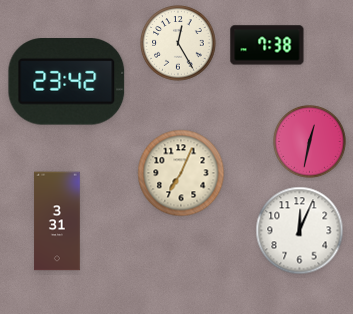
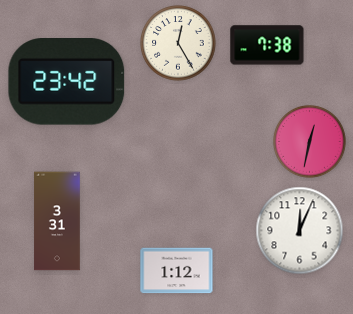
clock at (181, 173): 7:04 -> none
clock at (177, 271): none -> 1:12
